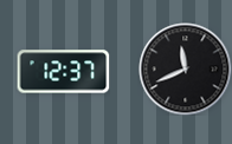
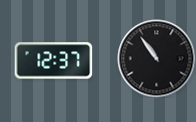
clock at (185, 68): 11:41 -> 10:54
